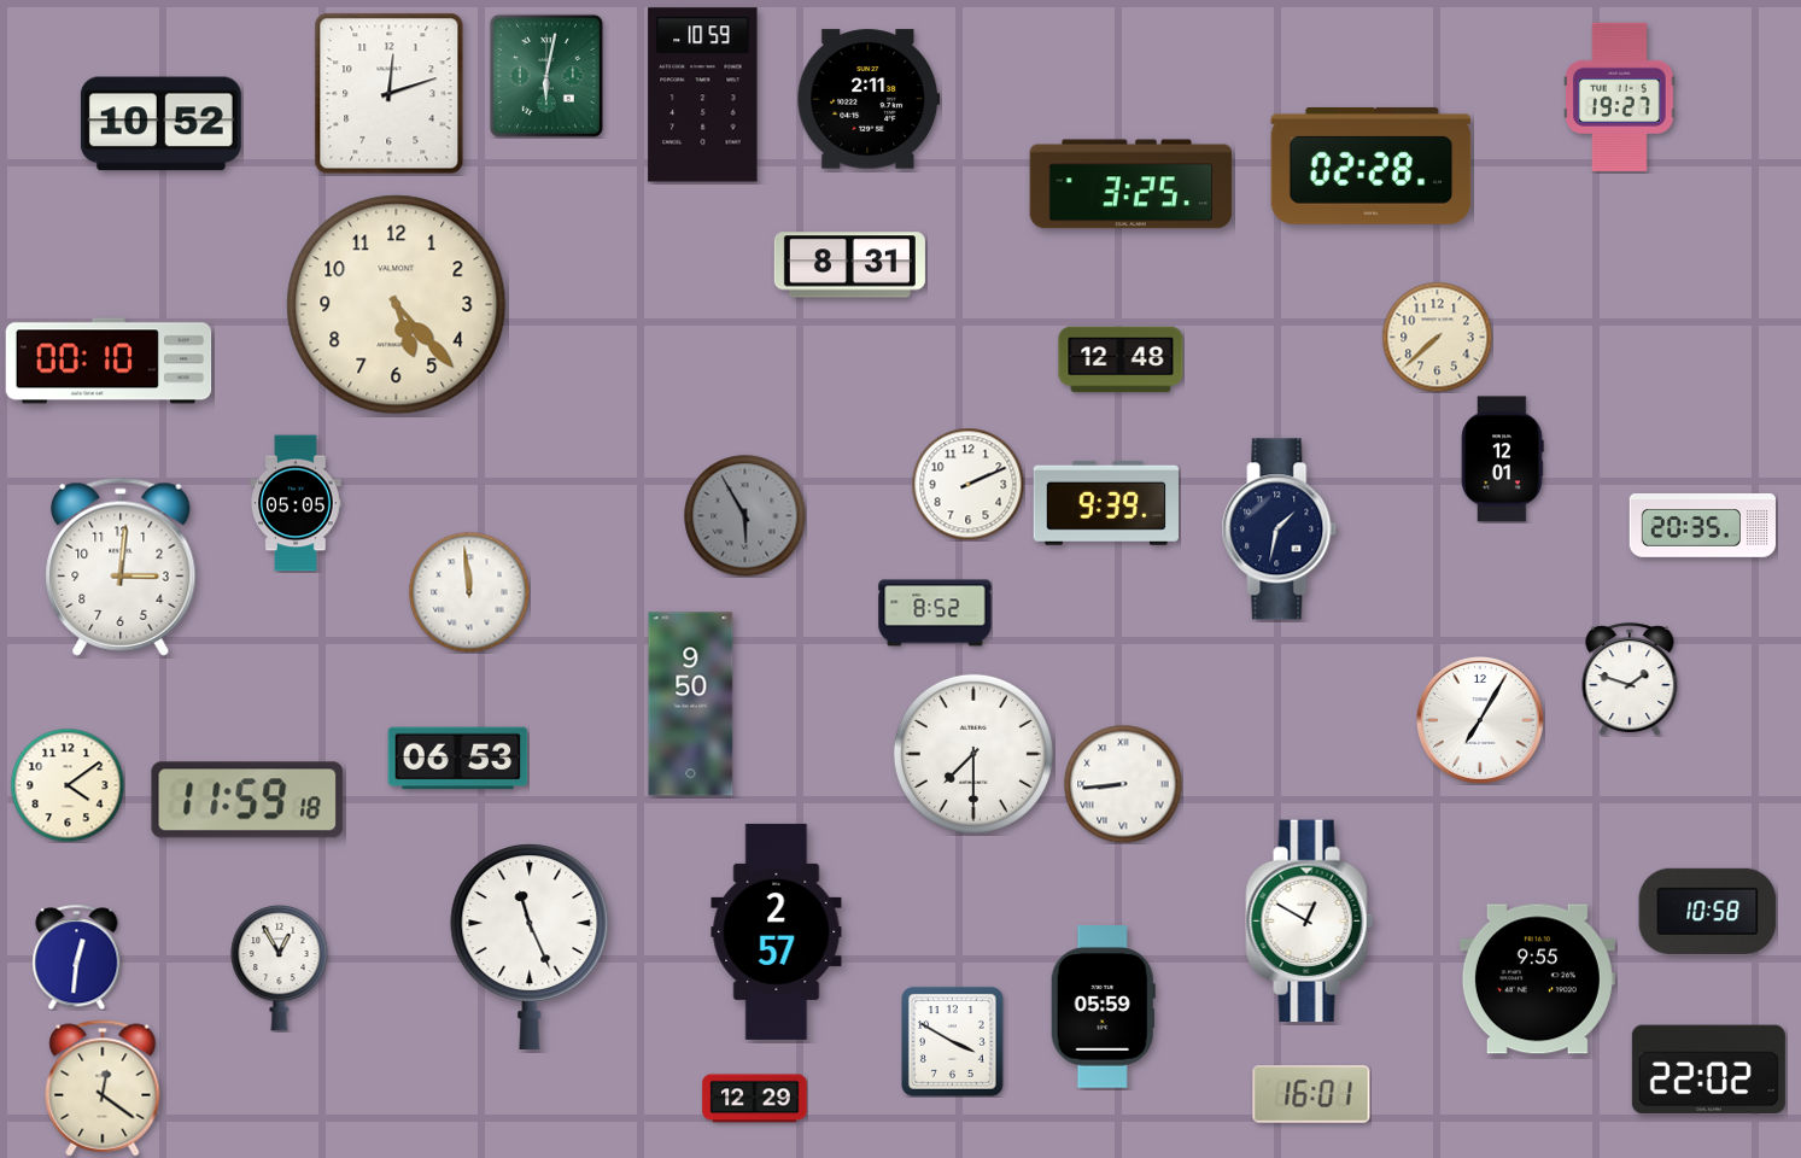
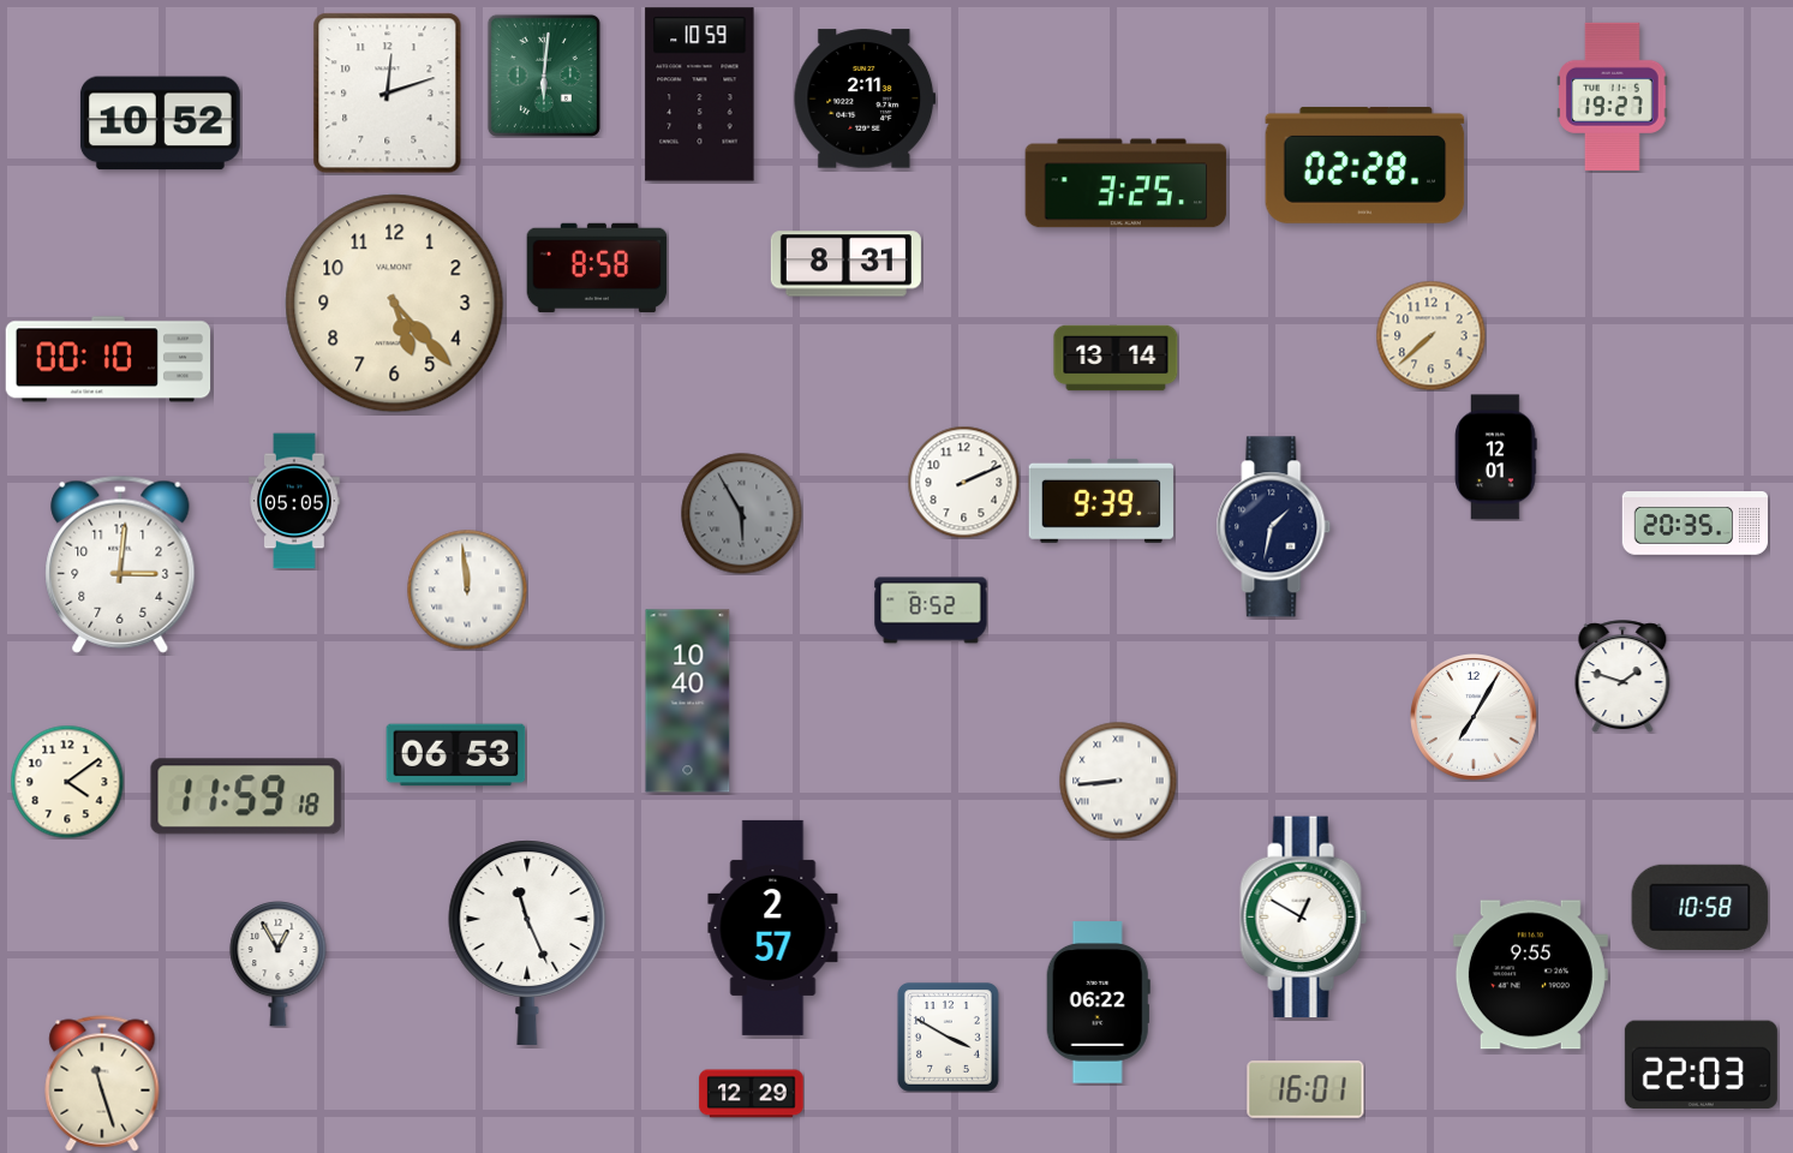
clock at (546, 76): 6:02 -> 6:01
clock at (597, 267): none -> 8:58
clock at (1121, 359): 12:48 -> 13:14
clock at (691, 704): 9:50 -> 10:40
clock at (973, 754): 7:30 -> none
clock at (77, 957): 12:31 -> none
clock at (1103, 1007): 05:59 -> 06:22
clock at (1708, 1070): 22:02 -> 22:03
clock at (103, 1088): 12:21 -> 11:27
